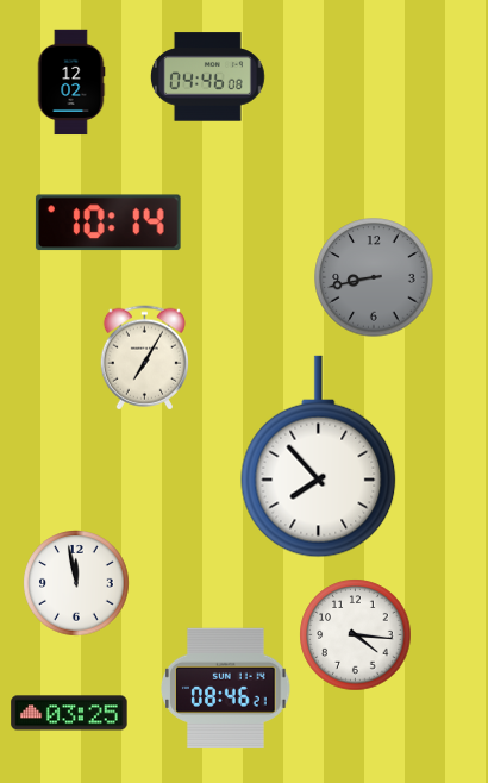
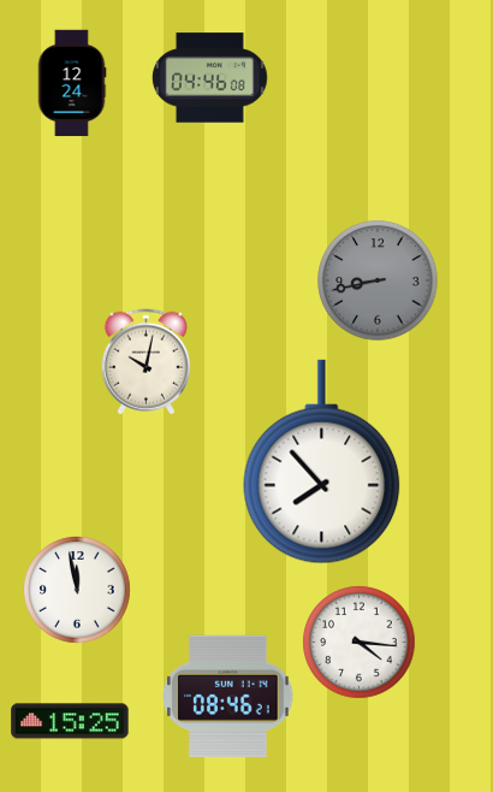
clock at (71, 82): 12:02 -> 12:24
clock at (108, 223): 10:14 -> none
clock at (144, 358): 7:05 -> 10:02
clock at (69, 713): 03:25 -> 15:25
